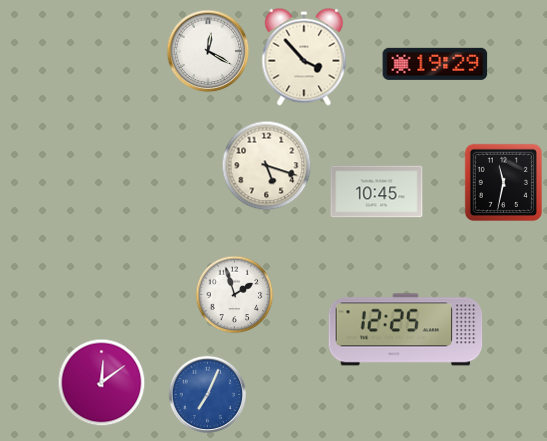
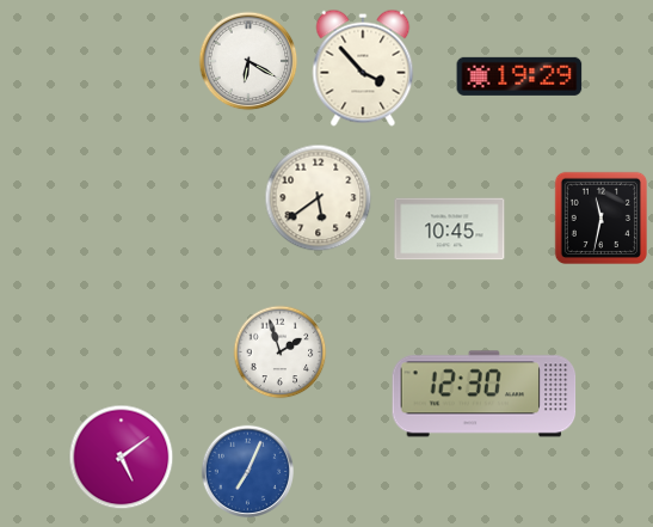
clock at (208, 51): 12:20 -> 6:20
clock at (266, 165): 5:18 -> 5:39
clock at (406, 330): 12:25 -> 12:30
clock at (101, 382): 12:09 -> 5:09
